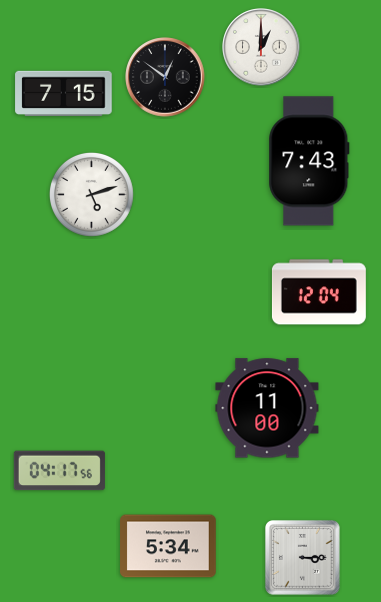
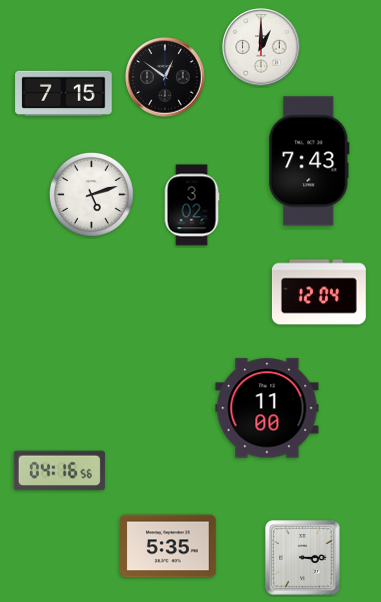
clock at (192, 205): none -> 3:02
clock at (59, 471): 04:17 -> 04:16
clock at (168, 546): 5:34 -> 5:35
